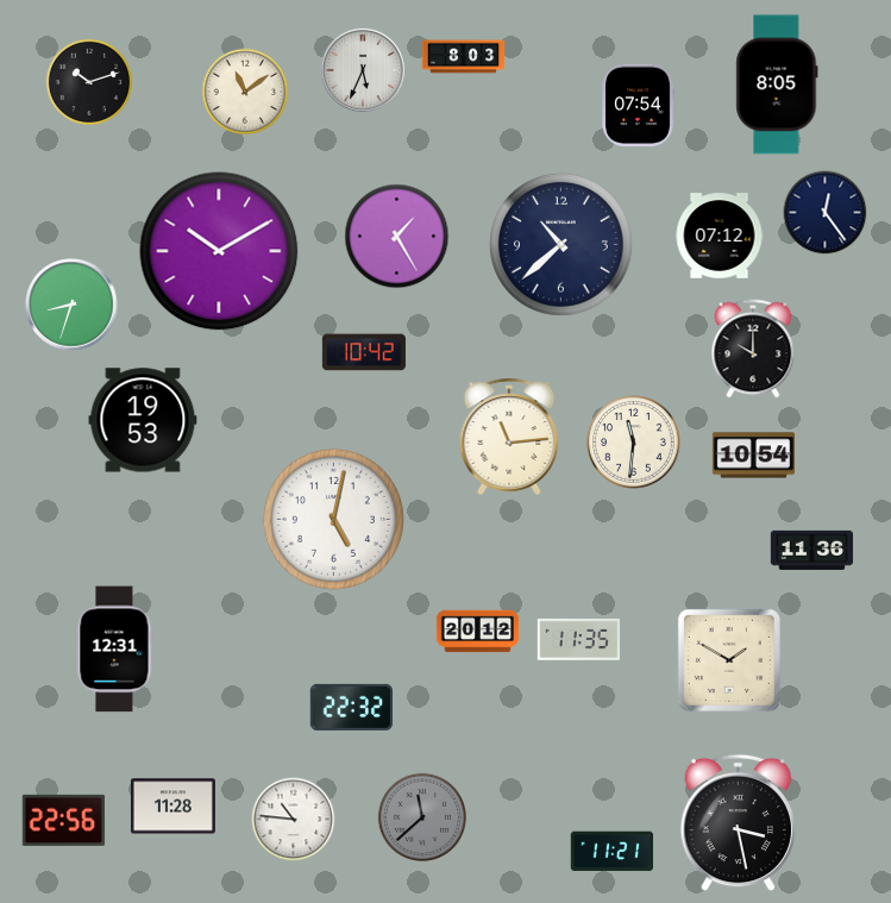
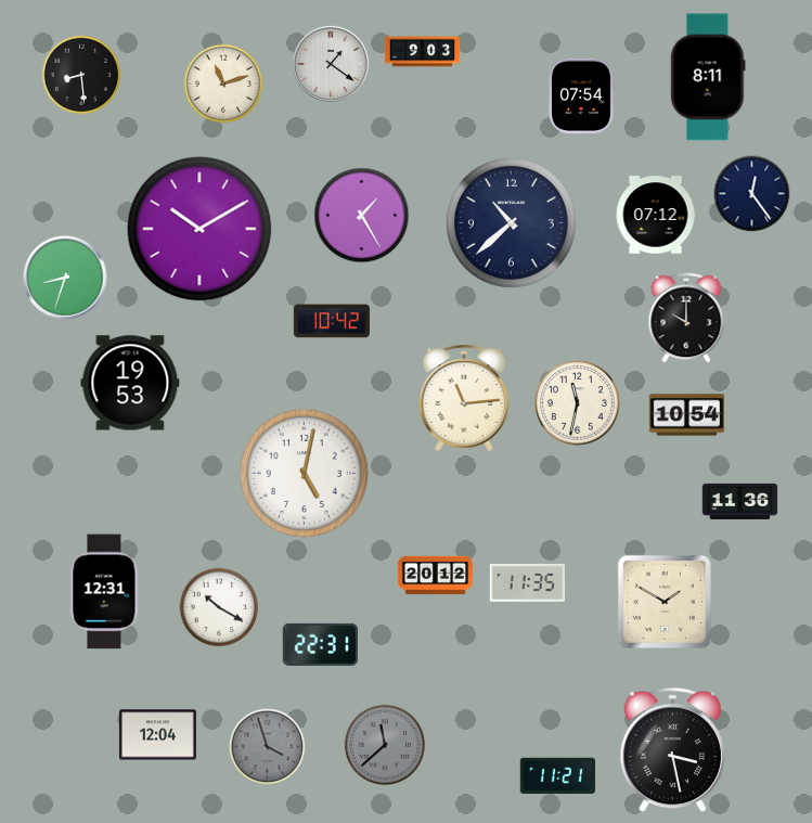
clock at (464, 57): 8:03 -> 9:03
clock at (363, 70): 5:34 -> 1:21
clock at (89, 82): 10:12 -> 8:29
clock at (777, 84): 8:05 -> 8:11
clock at (245, 92): 11:09 -> 11:12
clock at (634, 443): 11:31 -> 11:32
clock at (219, 607): none -> 10:20
clock at (351, 707): 22:32 -> 22:31
clock at (172, 807): 11:28 -> 12:04
clock at (63, 820): 22:56 -> none
clock at (294, 820): 10:46 -> 3:57
clock at (294, 820) dial: white -> grey
